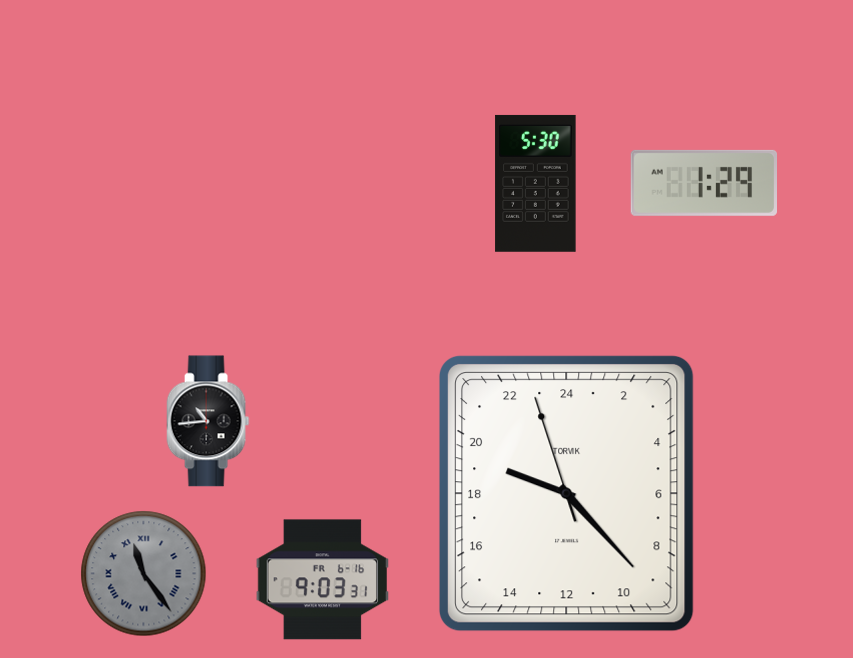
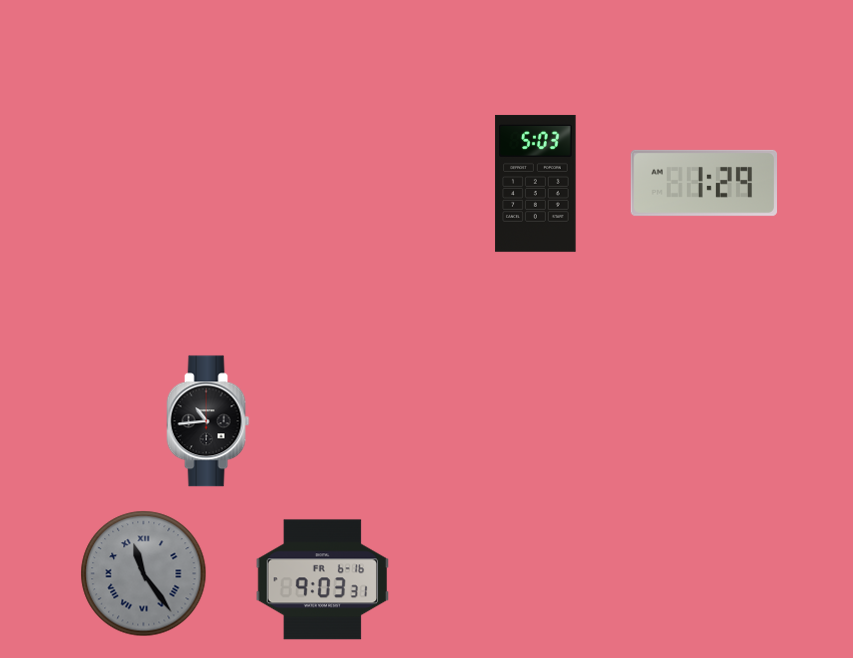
clock at (536, 183): 5:30 -> 5:03
clock at (566, 493): 19:22 -> none
